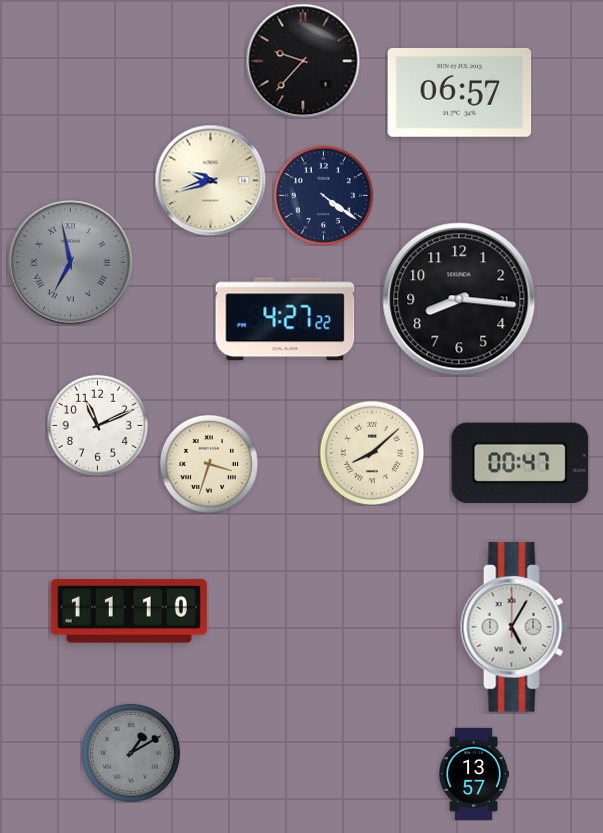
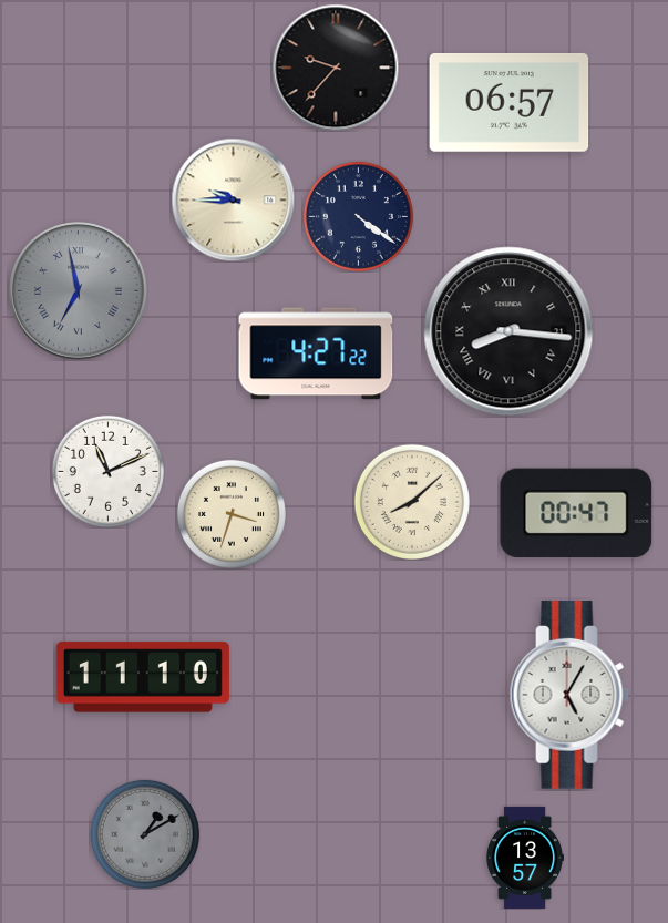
clock at (210, 180): 9:42 -> 9:45
clock at (459, 299) numerals: Arabic -> Roman
